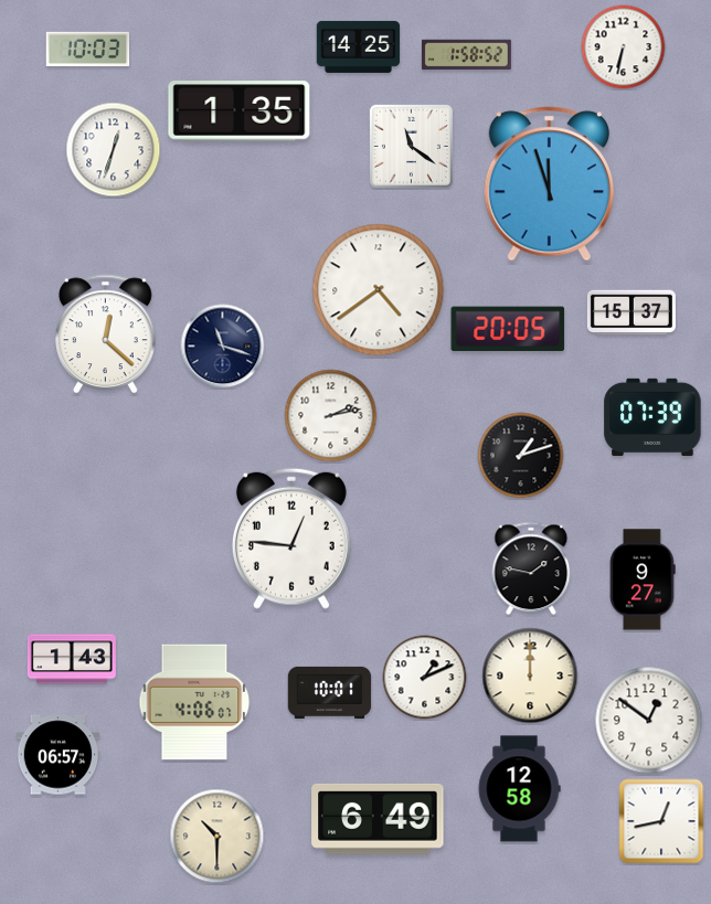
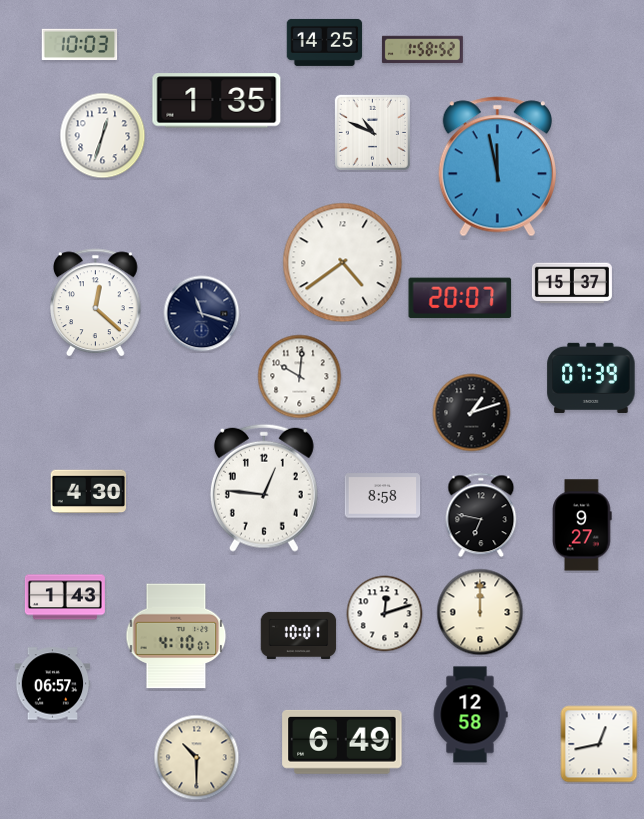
clock at (624, 47): 6:32 -> none
clock at (411, 146): 11:21 -> 10:49
clock at (549, 184): 11:57 -> 11:58
clock at (508, 329): 20:05 -> 20:07
clock at (331, 416): 2:13 -> 10:01
clock at (89, 492): none -> 4:30
clock at (383, 496): none -> 8:58
clock at (531, 568): 1:47 -> 6:47
clock at (425, 678): 1:11 -> 12:12
clock at (330, 692) position: (330, 692) -> (299, 635)
clock at (194, 702): 4:06 -> 4:10
clock at (649, 721): 12:51 -> none
